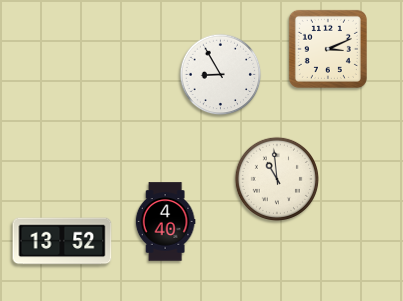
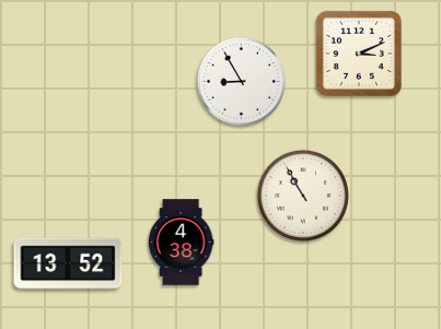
clock at (277, 179): 10:59 -> 10:55
clock at (165, 222): 4:40 -> 4:38
